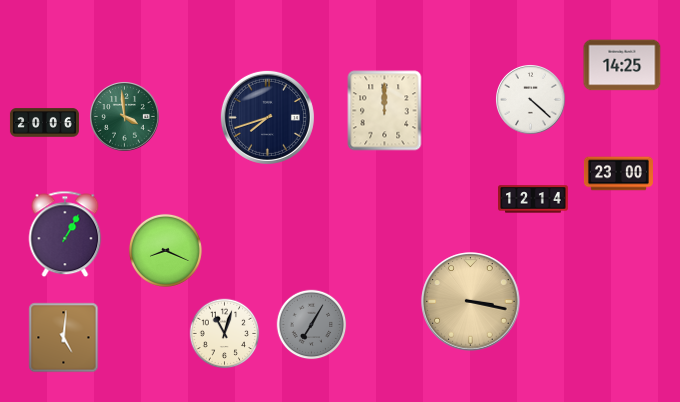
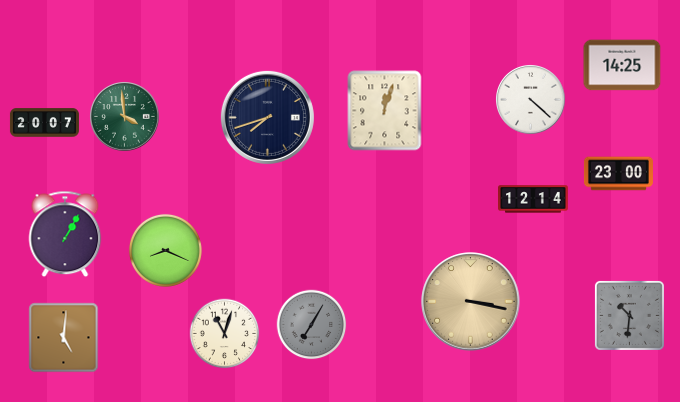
clock at (385, 111): 12:00 -> 12:03
clock at (44, 123): 20:06 -> 20:07
clock at (629, 315): none -> 10:31
